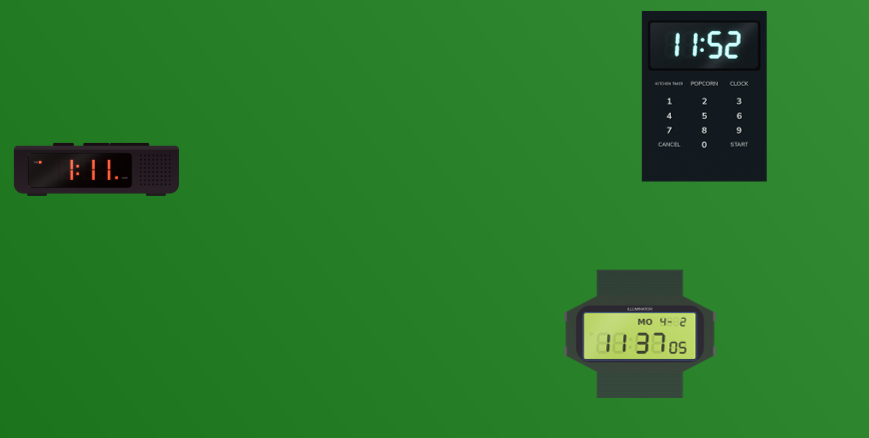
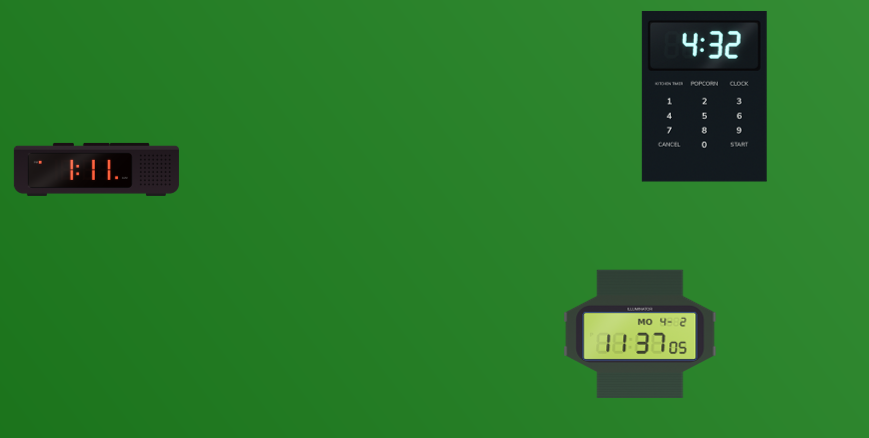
clock at (704, 96): 11:52 -> 4:32
